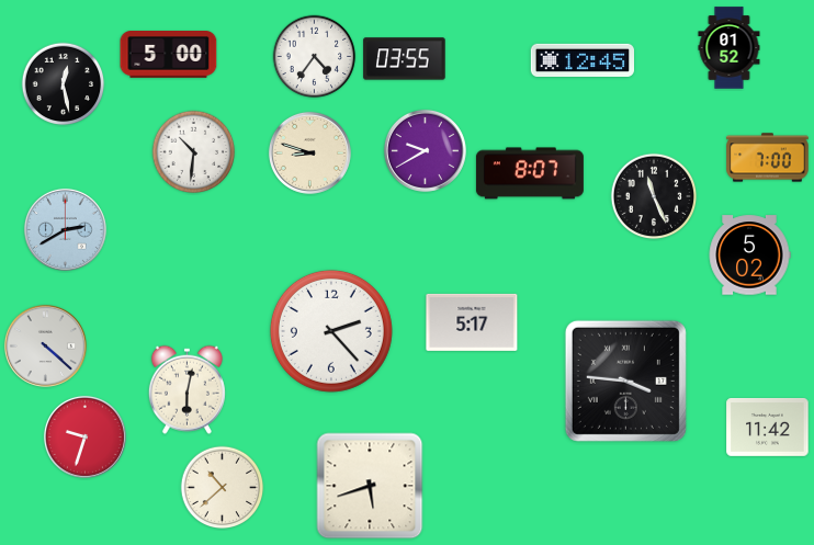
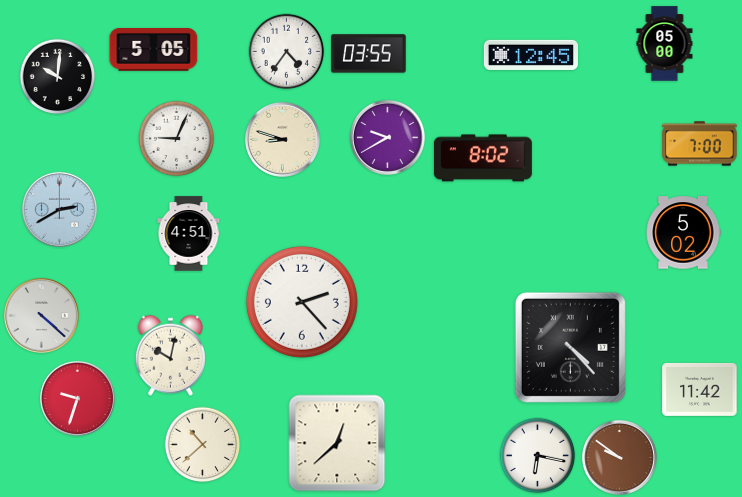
clock at (730, 48): 01:52 -> 05:00
clock at (169, 55): 5:00 -> 5:05
clock at (64, 84): 12:28 -> 10:01
clock at (194, 152): 10:31 -> 9:04
clock at (530, 173): 8:07 -> 8:02
clock at (654, 196): 11:26 -> none
clock at (189, 234): none -> 4:51
clock at (472, 322): 5:17 -> none
clock at (625, 381): 3:46 -> 4:23
clock at (186, 389): 6:02 -> 10:02
clock at (370, 486): 5:42 -> 12:38
clock at (538, 456): none -> 6:17
clock at (619, 457): none -> 9:51
